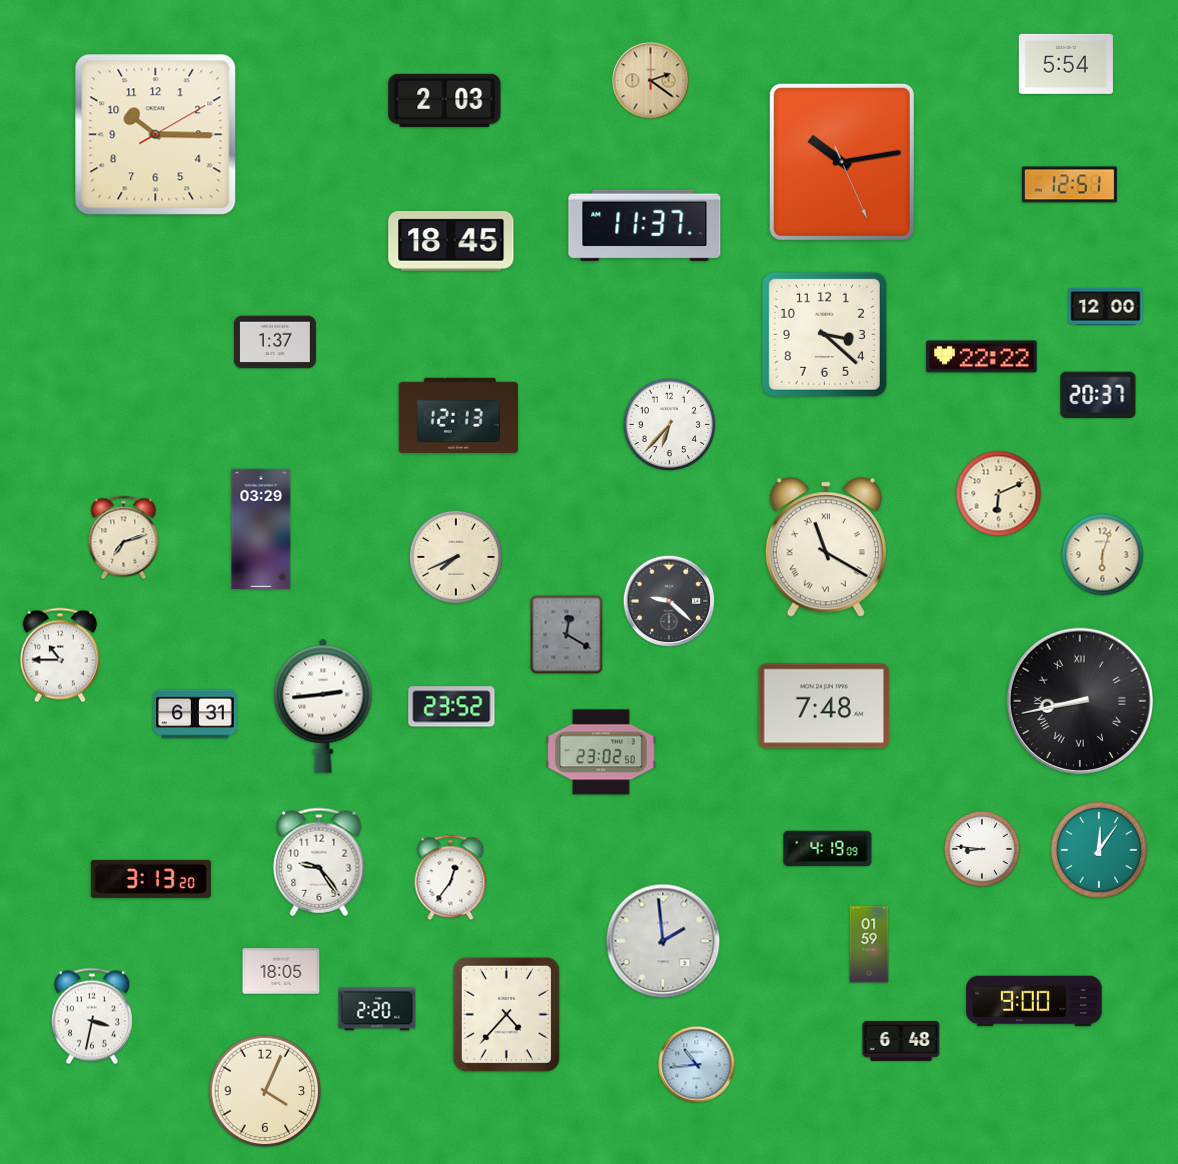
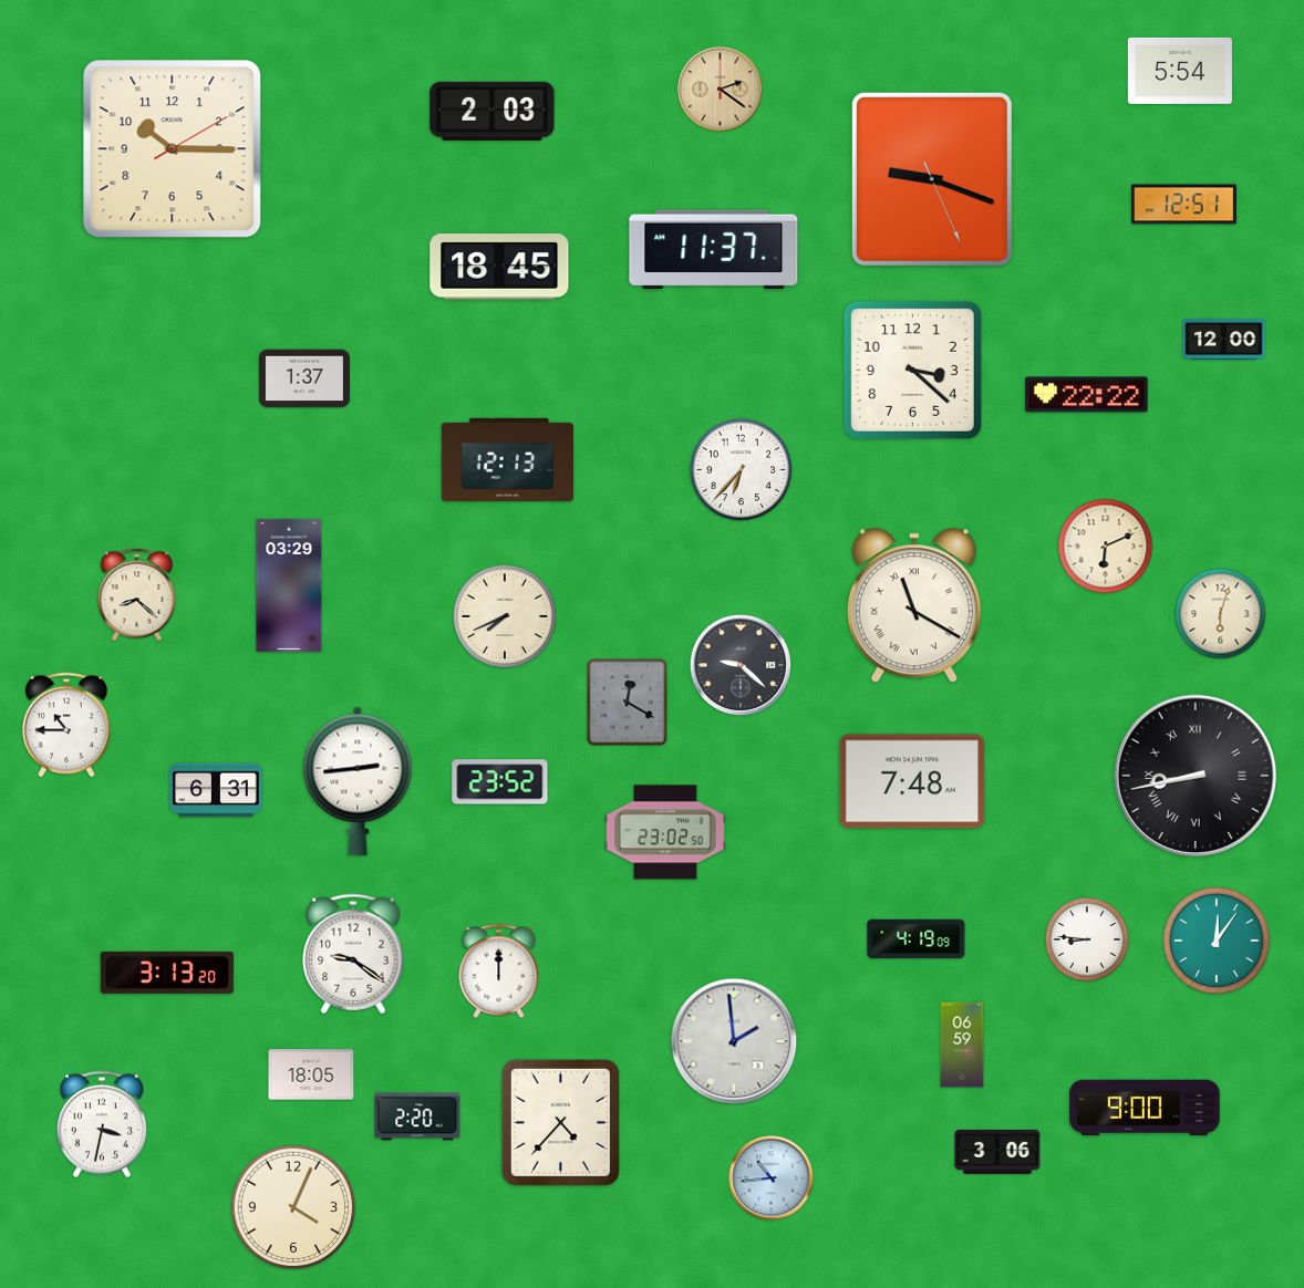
clock at (842, 162): 10:13 -> 9:18
clock at (1098, 394): 20:37 -> none
clock at (124, 538): 7:12 -> 8:22
clock at (319, 862): 9:24 -> 9:21
clock at (451, 878): 12:36 -> 12:00
clock at (869, 944): 01:59 -> 06:59
clock at (901, 1041): 6:48 -> 3:06
